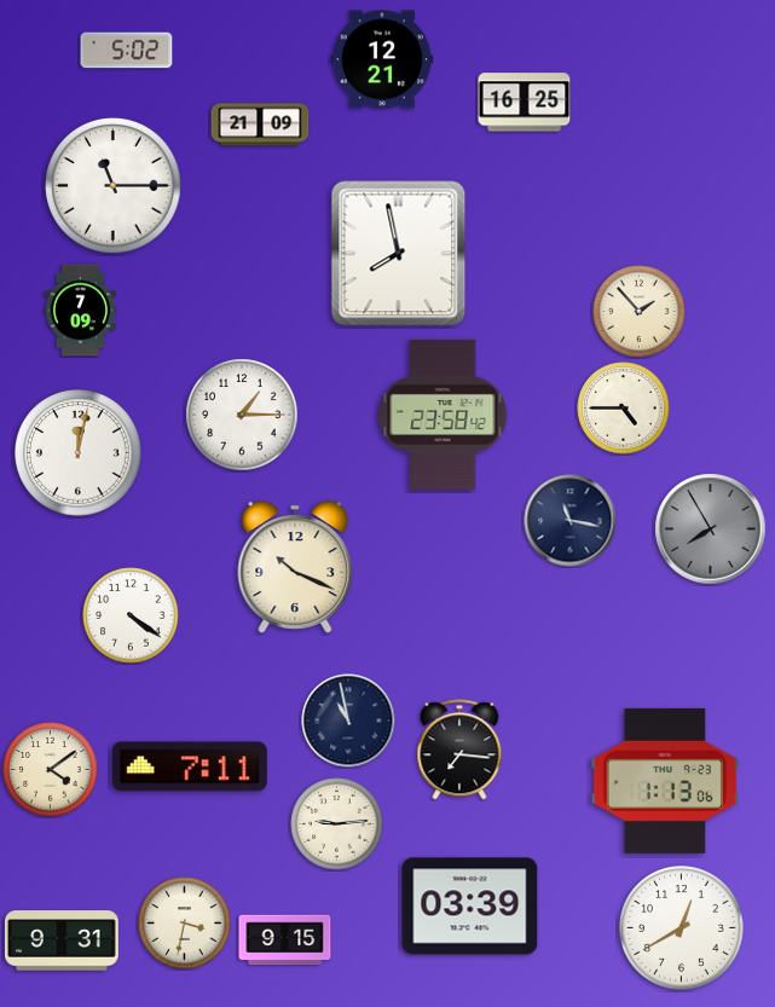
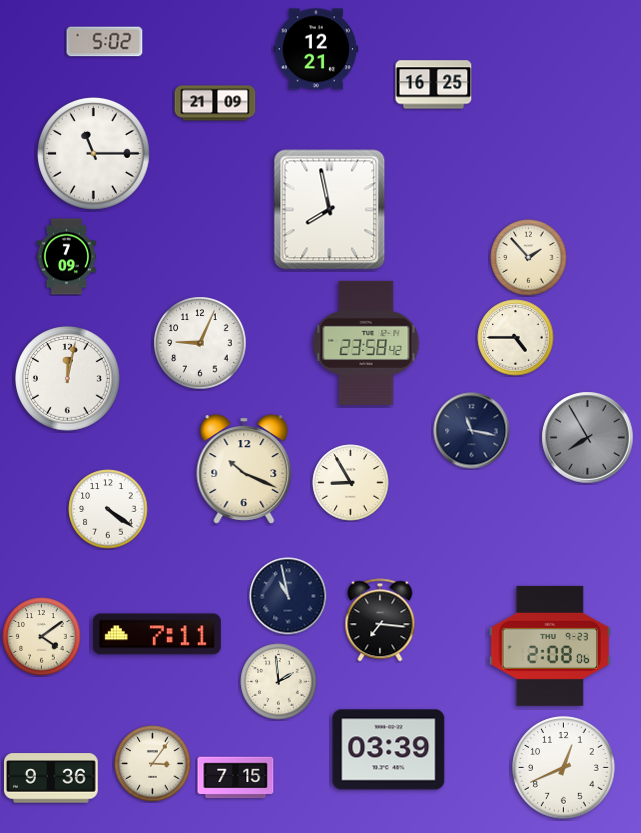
clock at (242, 415): 1:15 -> 9:04
clock at (79, 453) position: (79, 453) -> (68, 379)
clock at (351, 483): none -> 8:55
clock at (665, 781): 1:13 -> 2:08
clock at (337, 824): 9:14 -> 1:59
clock at (185, 924): 3:32 -> 3:06
clock at (682, 928): 12:40 -> 12:41
clock at (63, 941): 9:31 -> 9:36
clock at (285, 941): 9:15 -> 7:15
